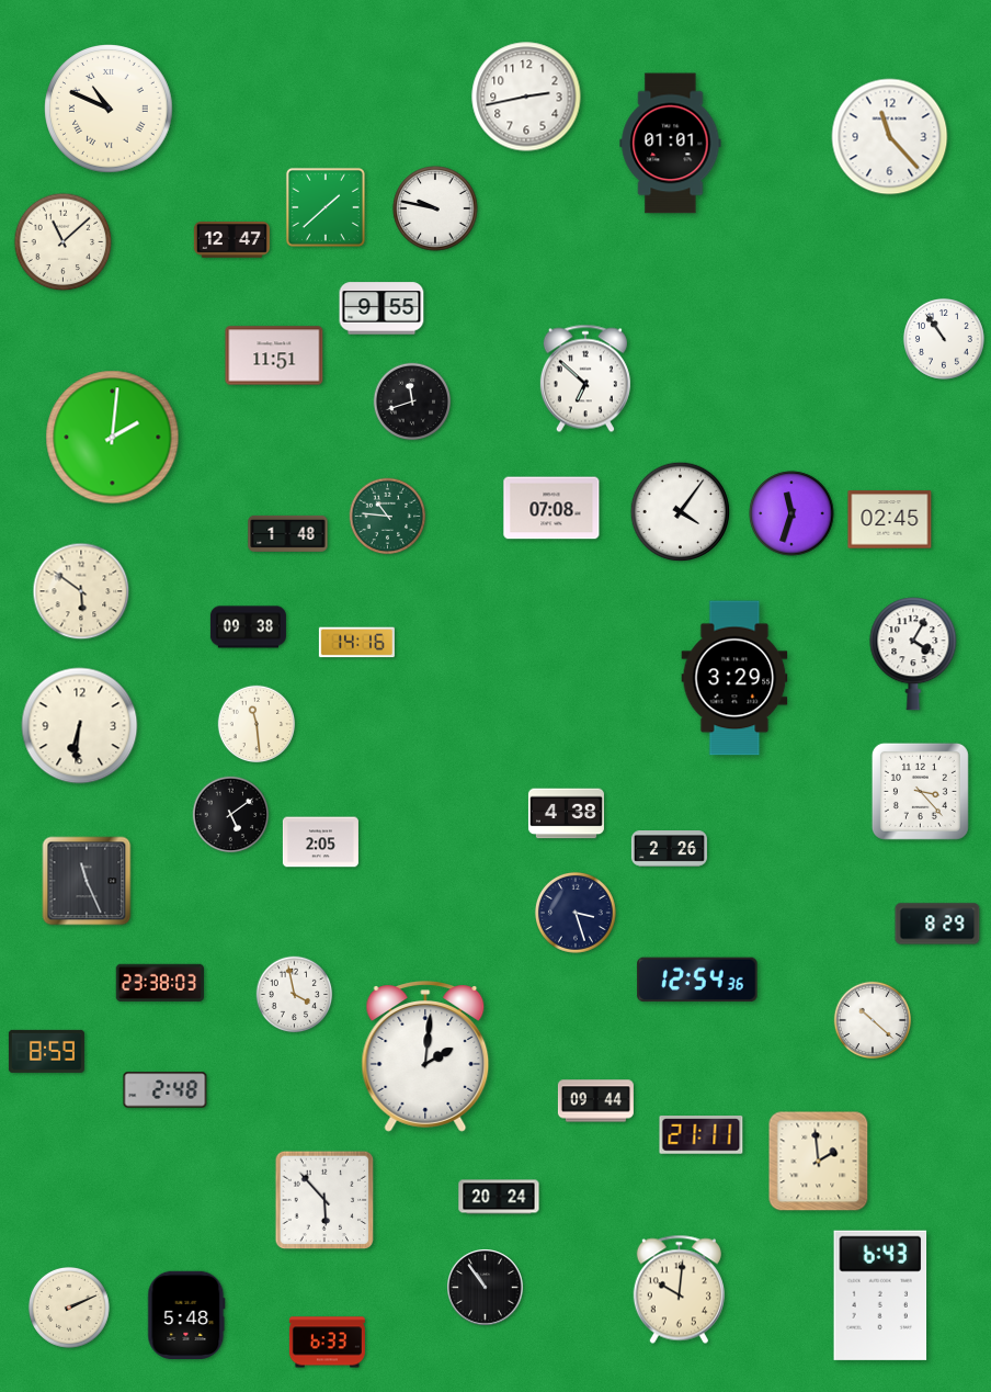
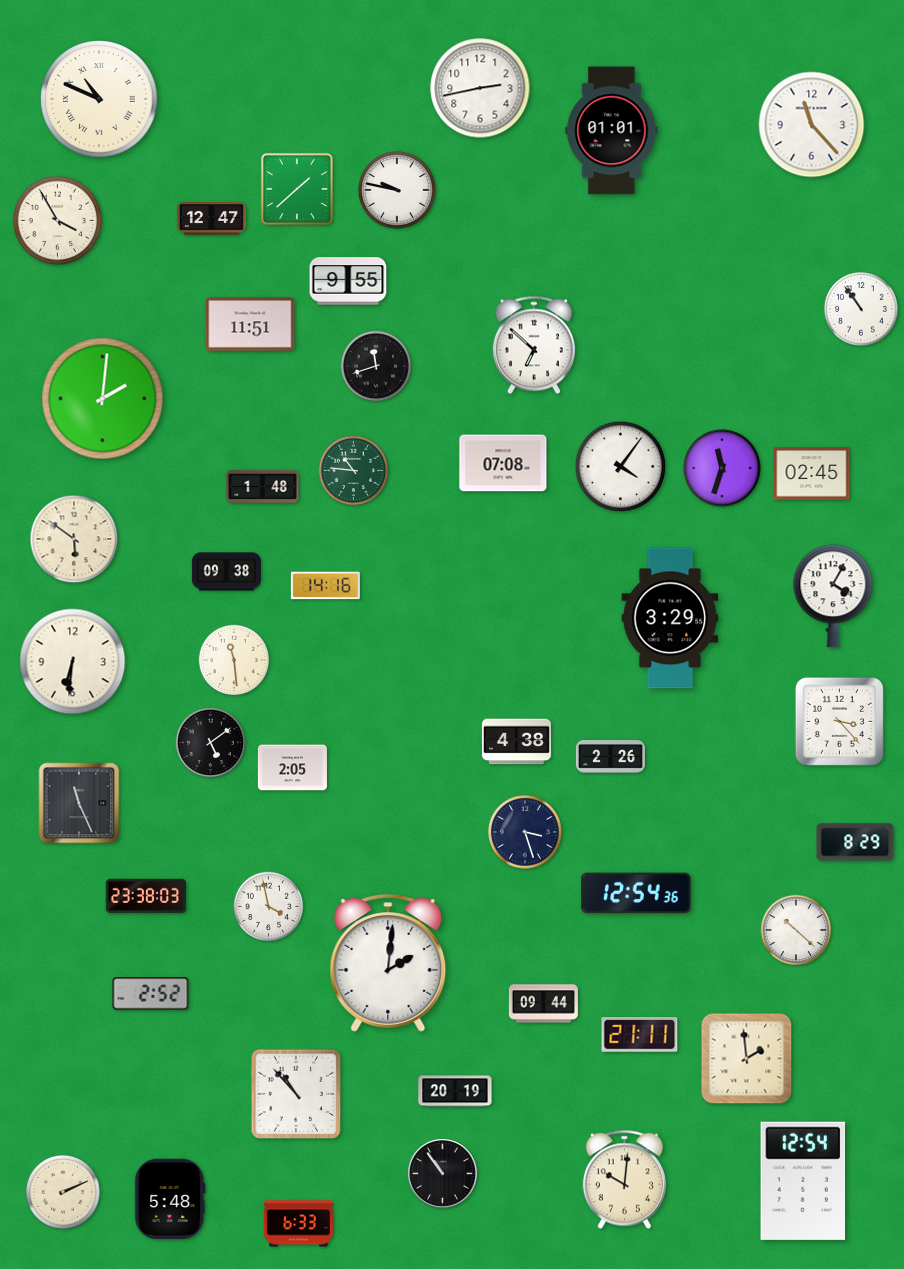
clock at (64, 242): 11:08 -> 3:55
clock at (669, 849) position: (669, 849) -> (610, 757)
clock at (46, 1051): 8:59 -> none
clock at (166, 1090): 2:48 -> 2:52
clock at (499, 1197): 20:24 -> 20:19
clock at (324, 1200): 5:53 -> 10:53
clock at (679, 1290) position: (679, 1290) -> (624, 1180)
clock at (880, 1295): 6:43 -> 12:54
